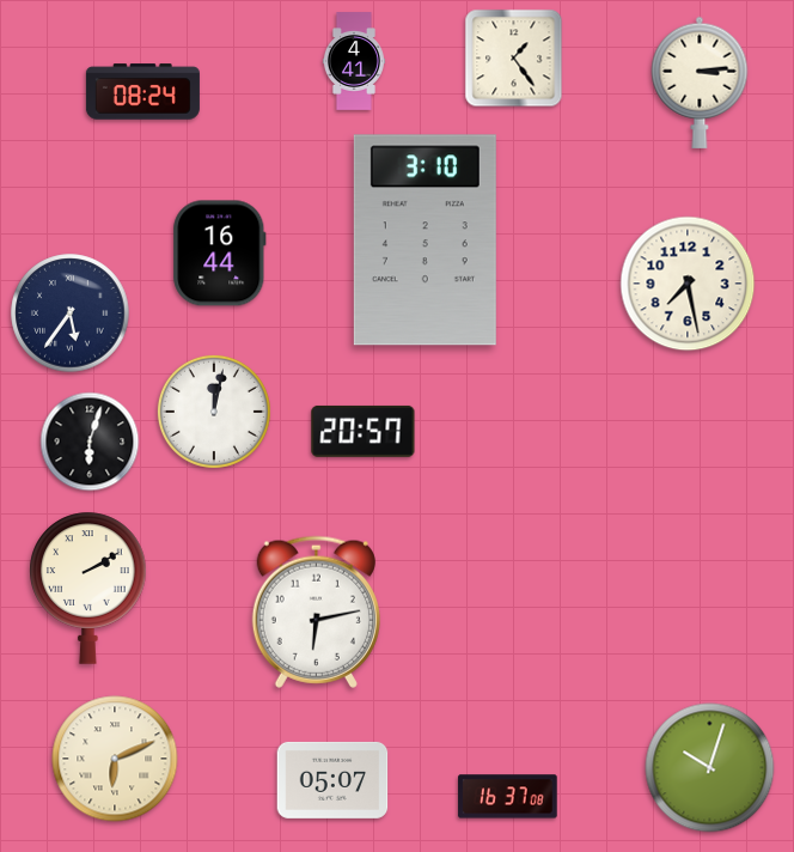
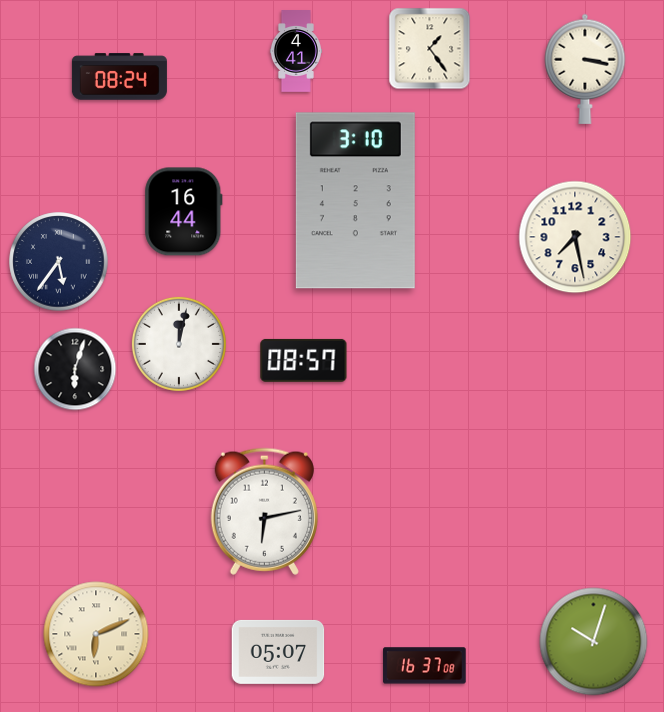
clock at (700, 83): 3:14 -> 3:17
clock at (364, 431): 20:57 -> 08:57
clock at (88, 588): 2:10 -> none
